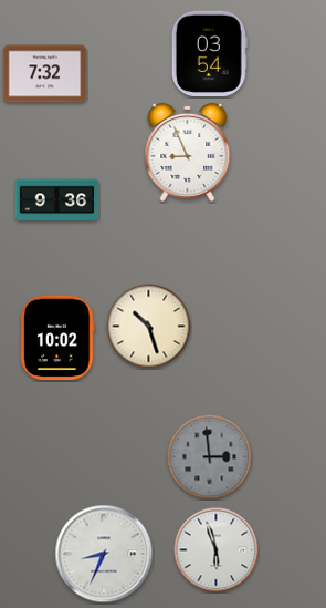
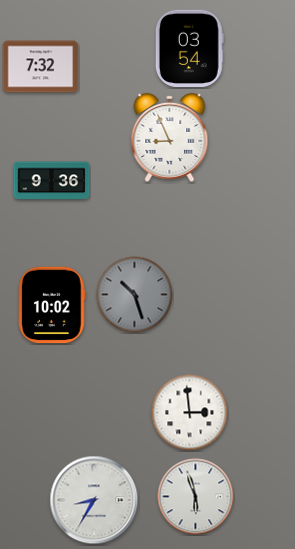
clock at (149, 327) dial: cream -> grey
clock at (210, 457) dial: grey -> white
clock at (104, 554): 8:34 -> 8:35
